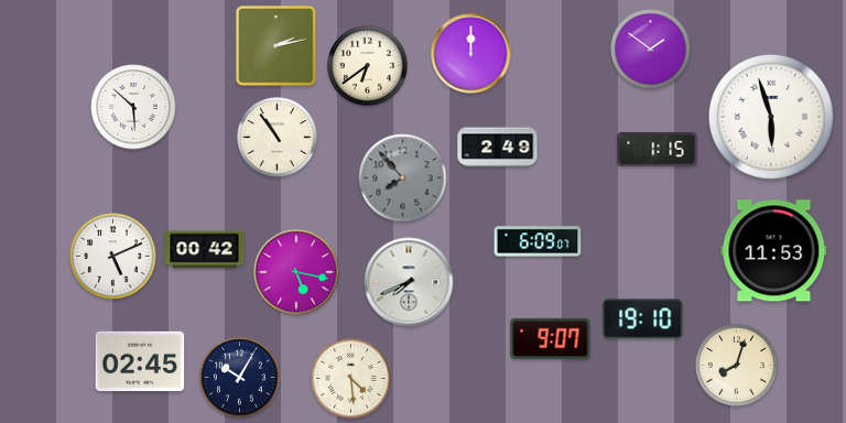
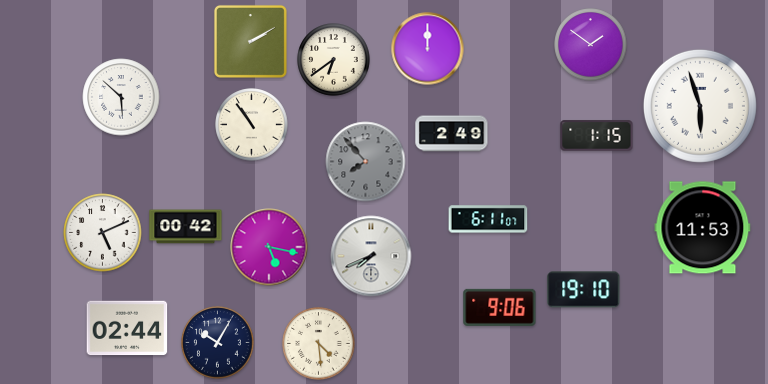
clock at (275, 45): 2:13 -> 2:10
clock at (538, 241): 6:09 -> 6:11
clock at (551, 338): 9:07 -> 9:06
clock at (140, 361): 02:45 -> 02:44
clock at (737, 366): 8:03 -> none
